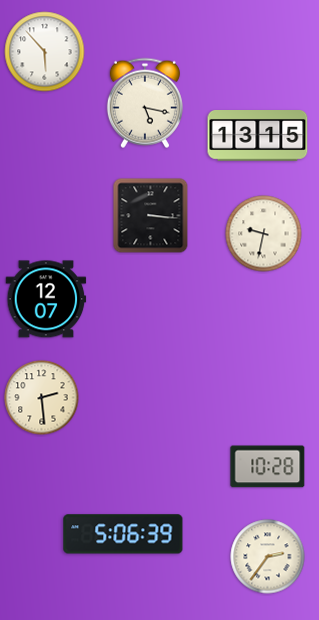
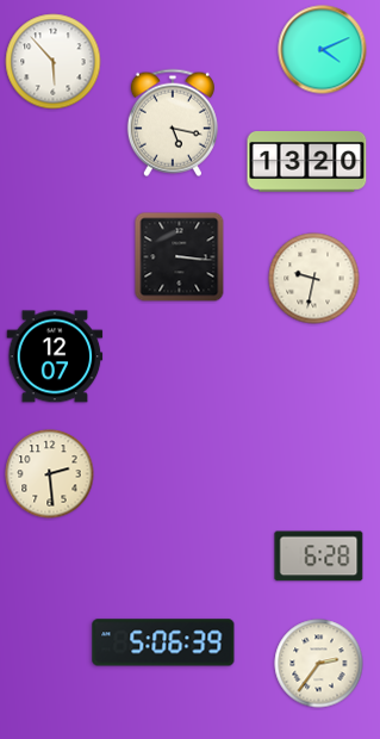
clock at (323, 50): none -> 4:11
clock at (258, 136): 13:15 -> 13:20
clock at (268, 467): 10:28 -> 6:28
clock at (123, 534) position: (123, 534) -> (163, 642)
